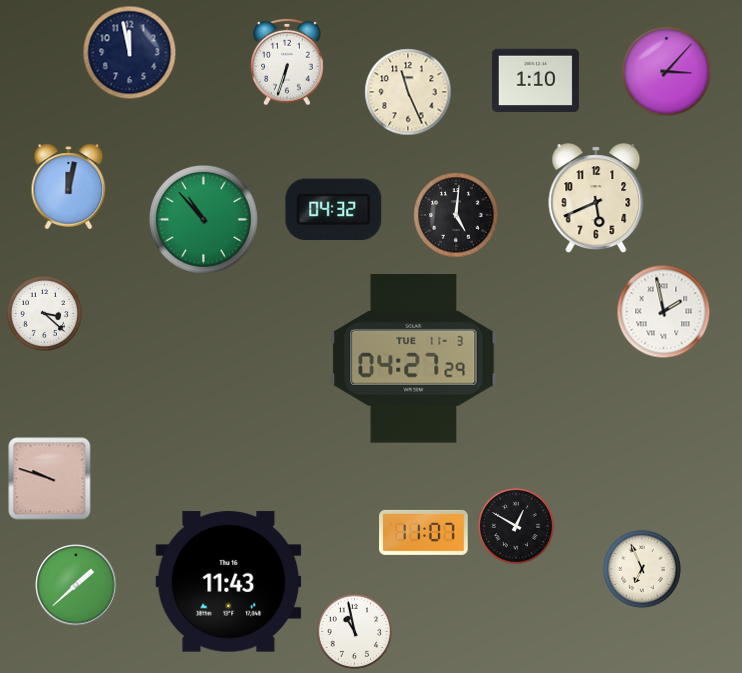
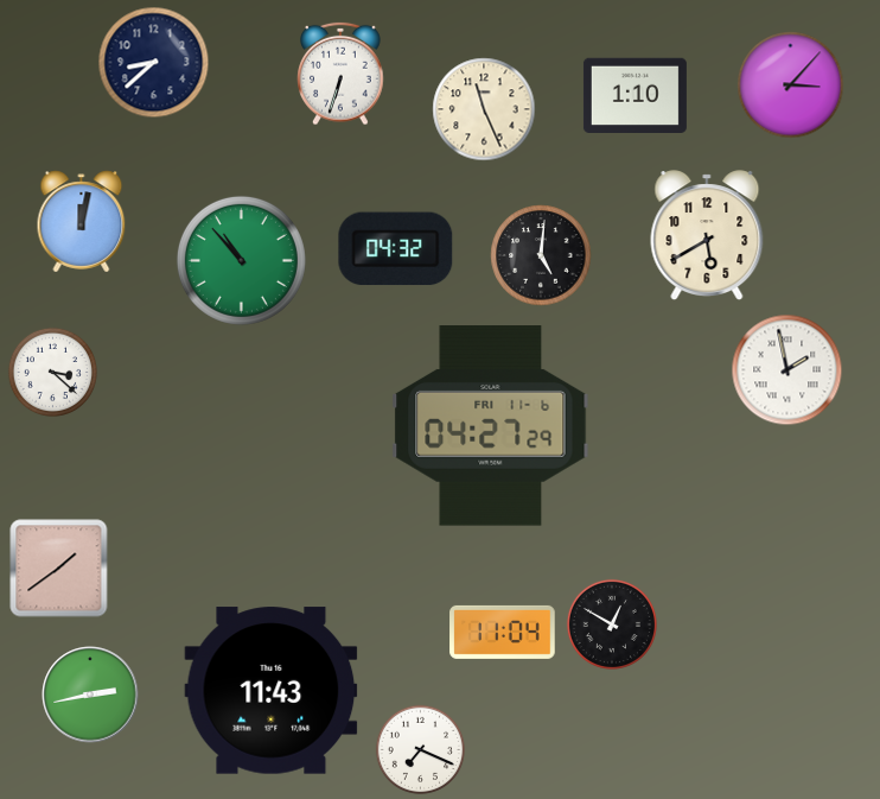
clock at (130, 53): 11:58 -> 8:38
clock at (596, 198): 5:41 -> 5:40
clock at (414, 359) date: TUE 11-3 -> FRI 11-6
clock at (50, 479): 9:48 -> 1:39
clock at (424, 532): 11:07 -> 11:04
clock at (642, 569): 6:56 -> none
clock at (76, 585): 1:38 -> 2:43
clock at (354, 631): 10:58 -> 7:19
